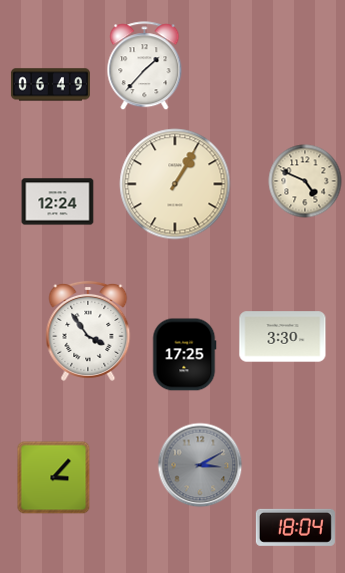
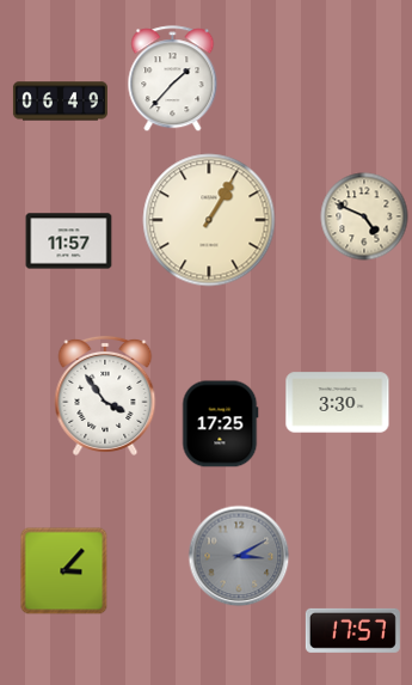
clock at (58, 202): 12:24 -> 11:57
clock at (295, 527): 18:04 -> 17:57
